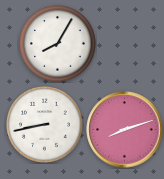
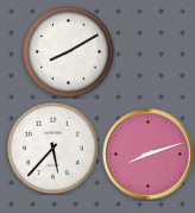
clock at (58, 44): 8:05 -> 8:10
clock at (45, 125): 8:43 -> 5:37
